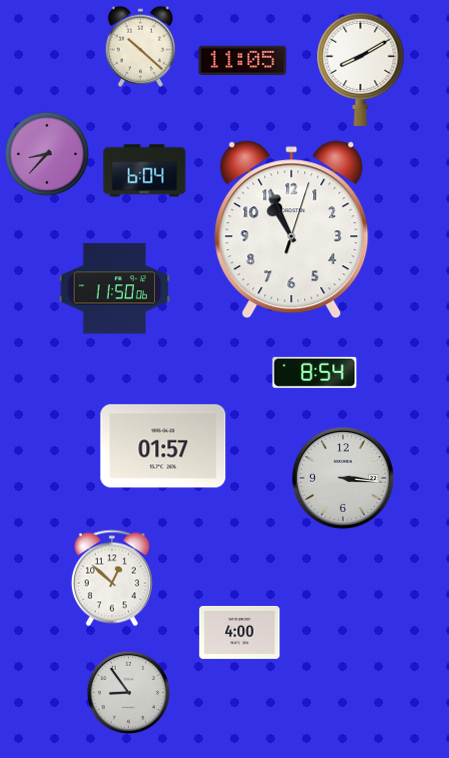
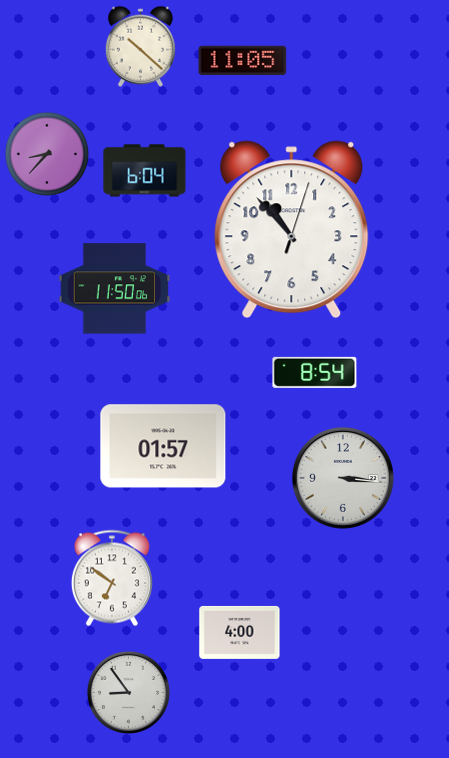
clock at (361, 69): 8:10 -> none
clock at (292, 230): 10:56 -> 10:53
clock at (112, 578): 12:52 -> 6:51
